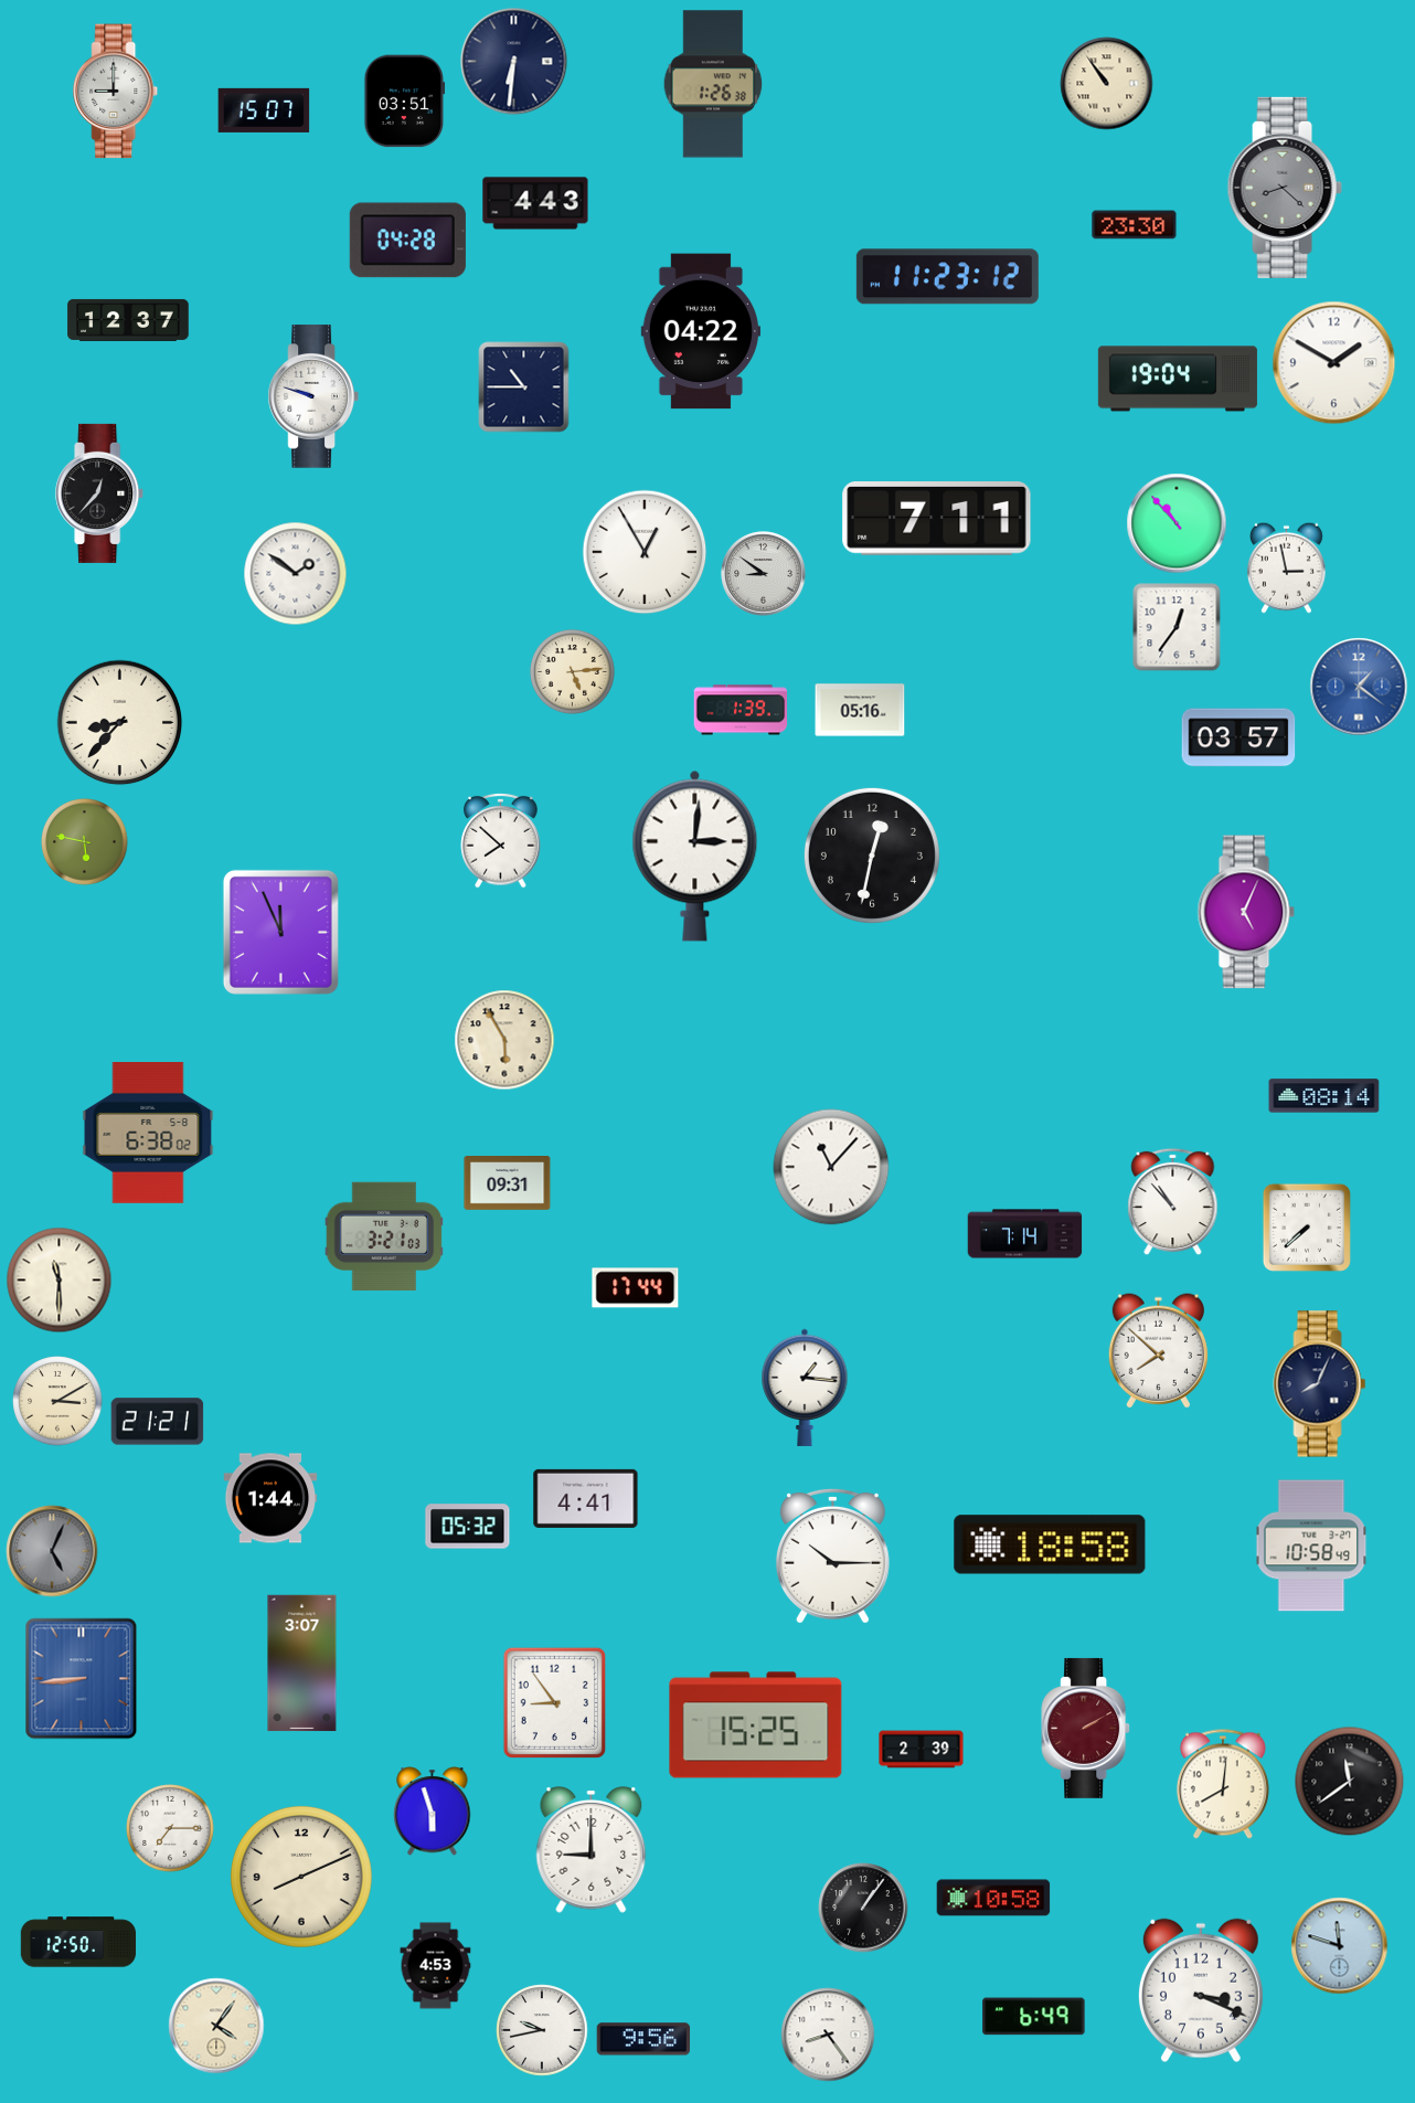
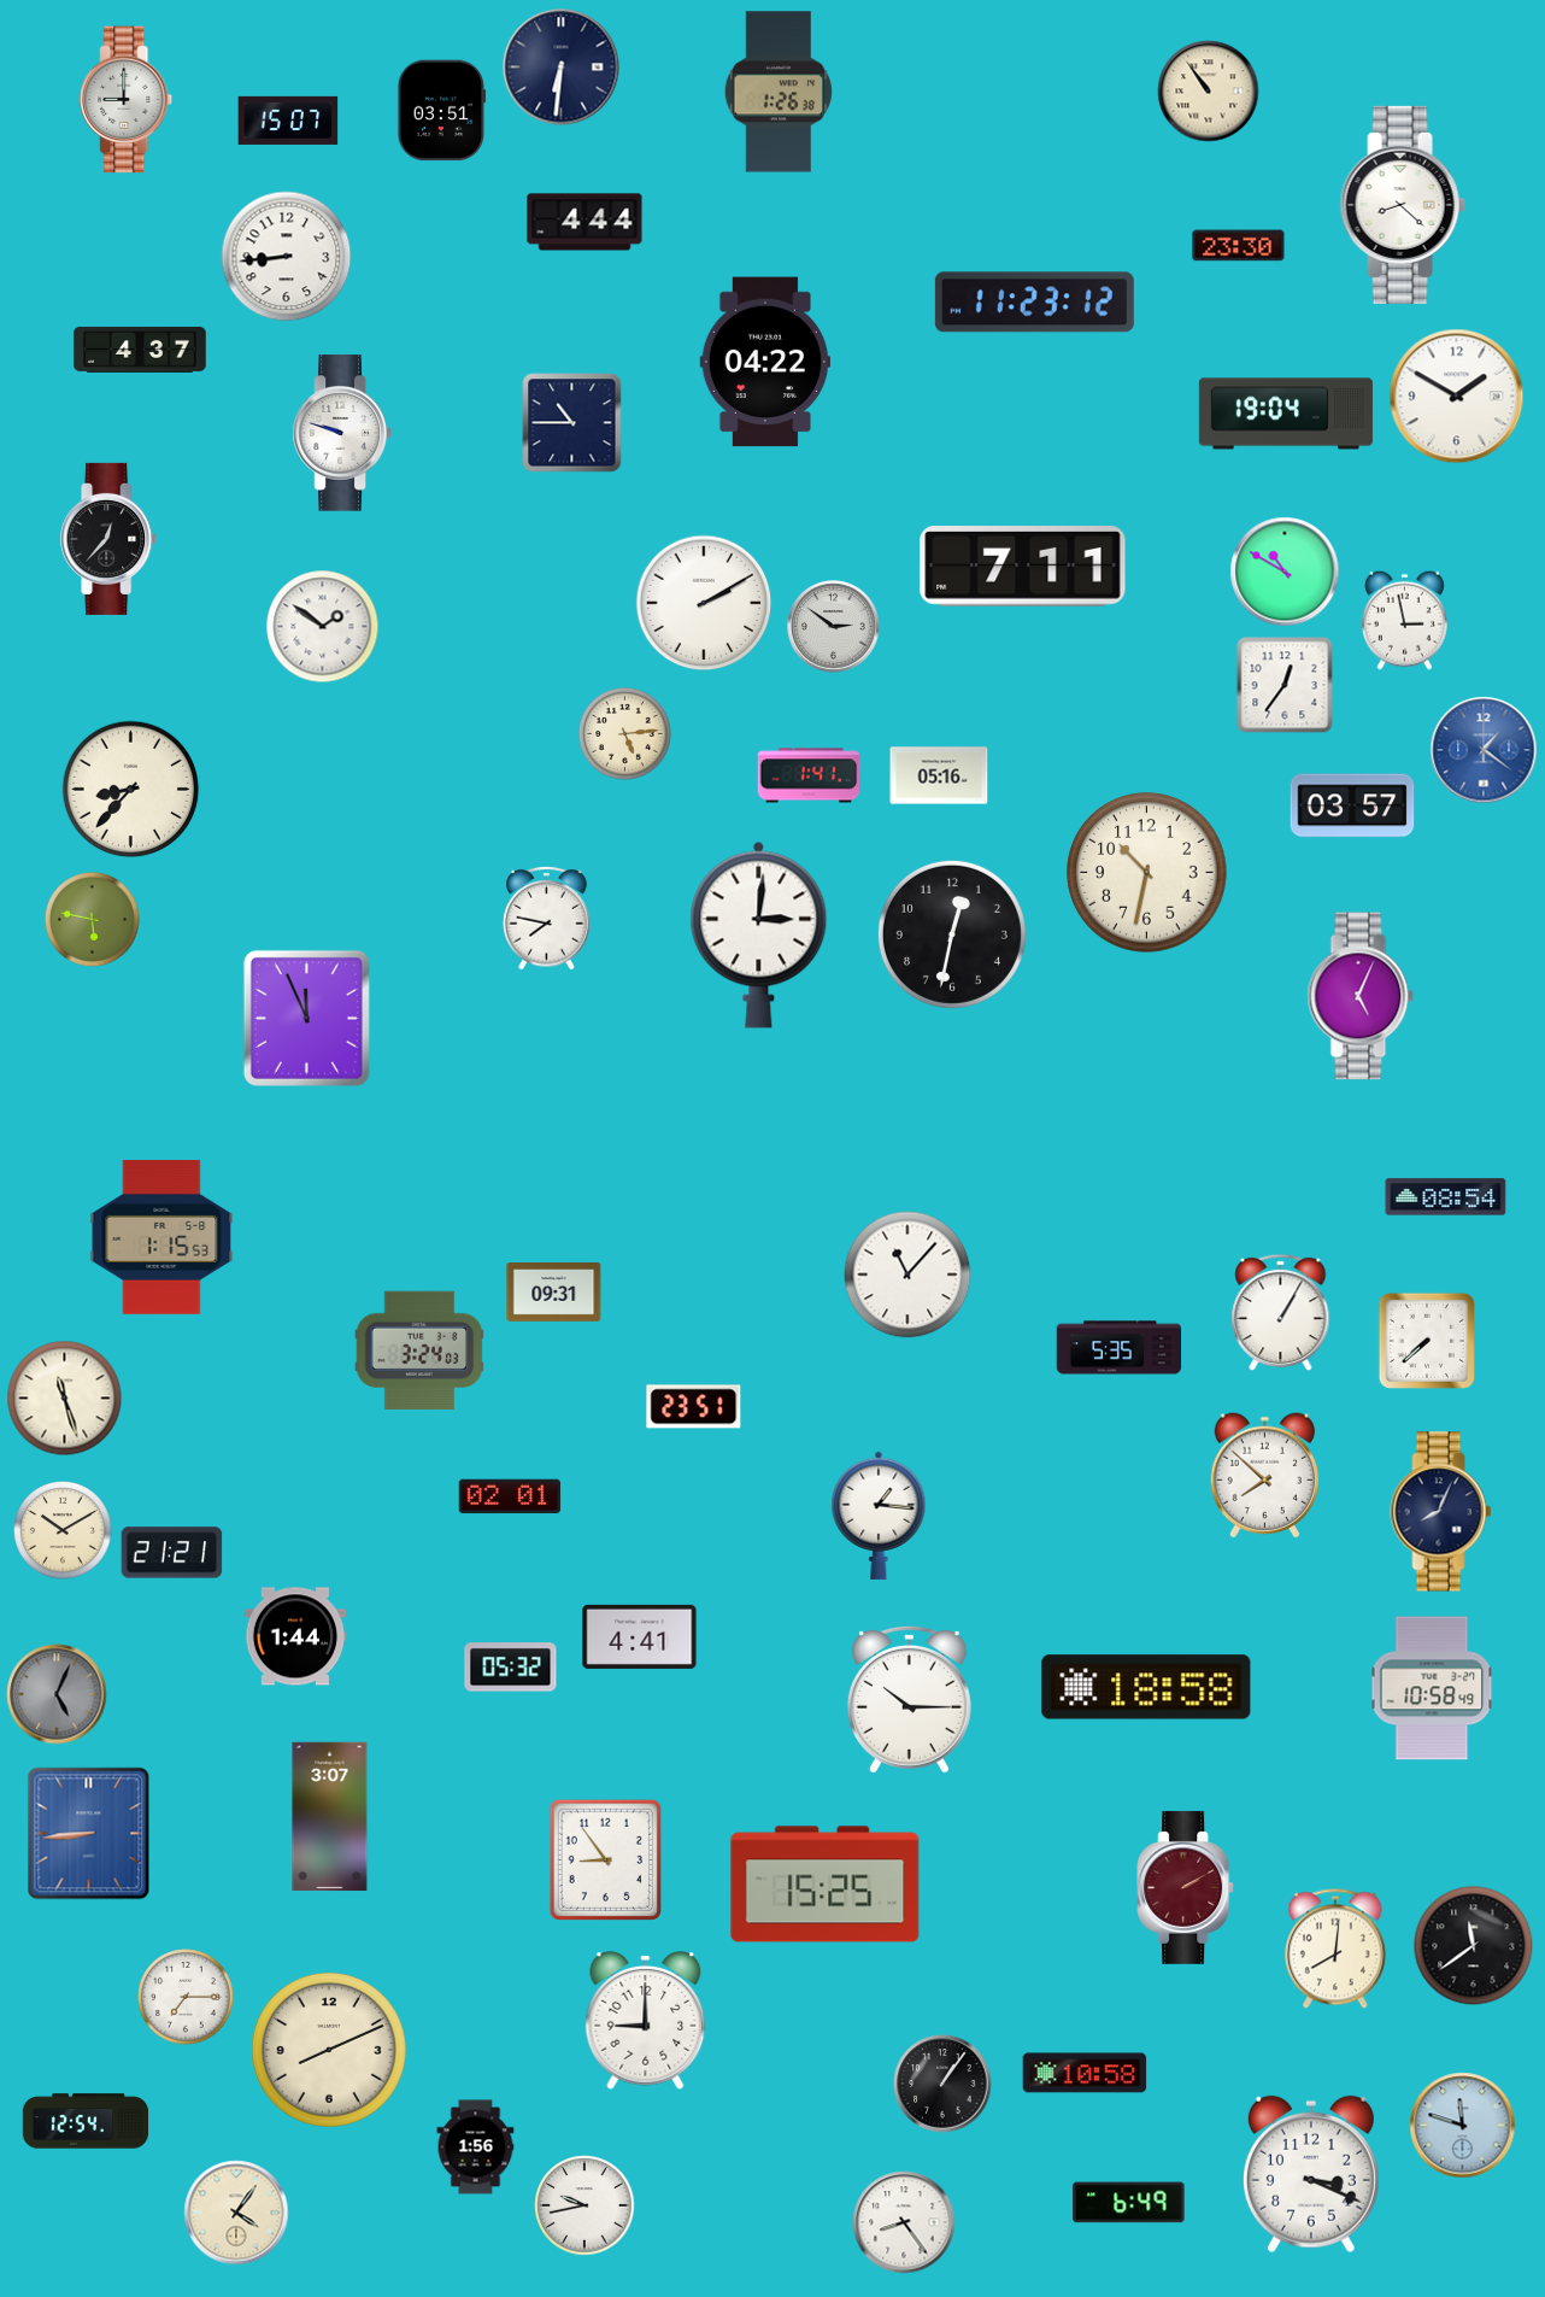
clock at (1285, 188) dial: grey -> white
clock at (535, 203): 4:43 -> 4:44
clock at (287, 257): none -> 8:44
clock at (407, 241): 04:28 -> none
clock at (128, 320): 12:37 -> 4:37
clock at (1177, 523): 10:53 -> 10:50
clock at (645, 552): 12:55 -> 2:10
clock at (764, 574): 8:51 -> 2:51
clock at (741, 710): 1:39 -> 1:41
clock at (1147, 873): none -> 10:32
clock at (501, 840): 7:52 -> 7:47
clock at (504, 1040): 5:55 -> none
clock at (1324, 1096): 08:14 -> 08:54
clock at (148, 1133): 6:38 -> 1:15
clock at (1173, 1202): 10:53 -> 1:05
clock at (1025, 1234): 7:14 -> 5:35
clock at (384, 1235): 3:21 -> 3:24
clock at (60, 1281): 11:30 -> 11:27
clock at (636, 1288): 17:44 -> 23:51
clock at (510, 1496): none -> 02:01
clock at (57, 1401): 3:10 -> 10:10
clock at (922, 1750): 2:39 -> none
clock at (433, 1812): 5:57 -> none
clock at (78, 1942): 12:50 -> 12:54
clock at (436, 1966): 4:53 -> 1:56
clock at (542, 2030) position: (542, 2030) -> (584, 2205)
clock at (643, 2039): 9:56 -> none
